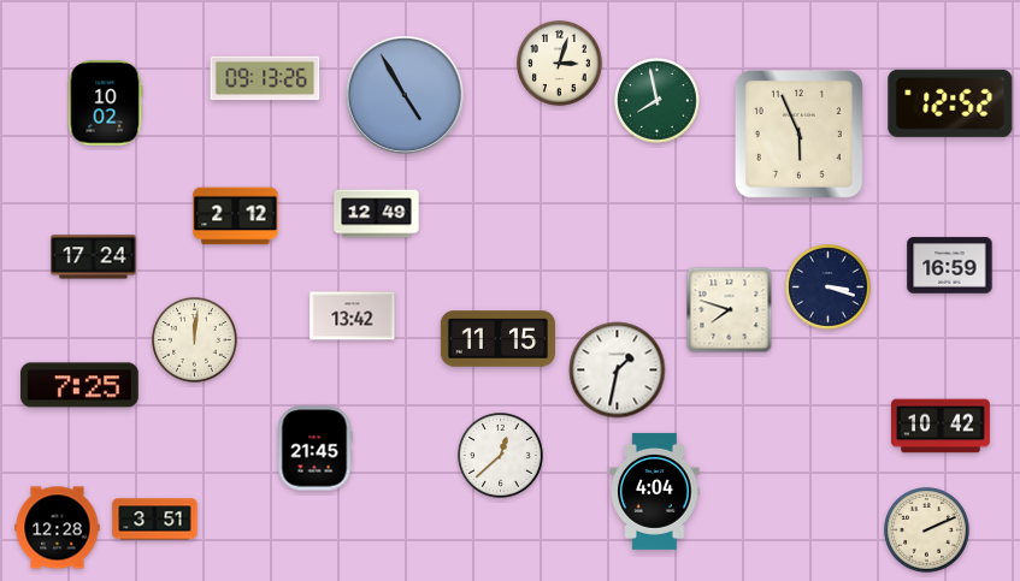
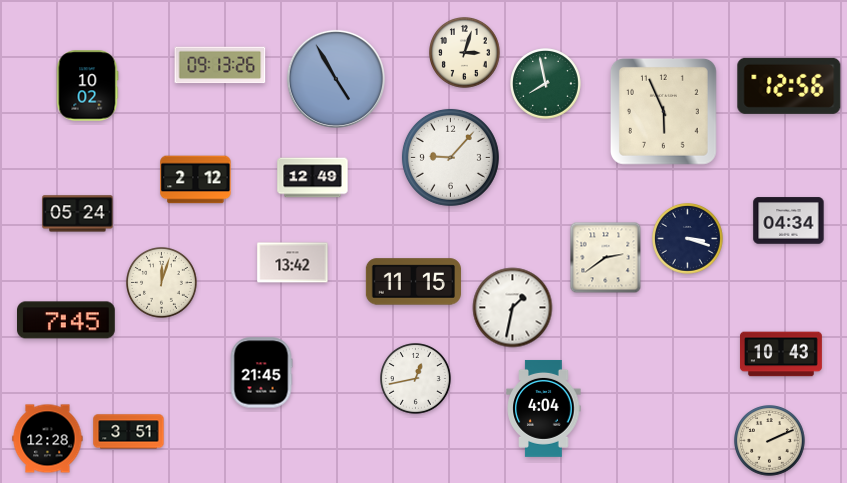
clock at (950, 103): 12:52 -> 12:56
clock at (450, 157): none -> 9:07
clock at (94, 257): 17:24 -> 05:24
clock at (950, 266): 16:59 -> 04:34
clock at (730, 310): 7:48 -> 2:39
clock at (195, 340): 12:01 -> 12:03
clock at (81, 385): 7:25 -> 7:45
clock at (941, 426): 10:42 -> 10:43
clock at (501, 456): 12:38 -> 12:43
